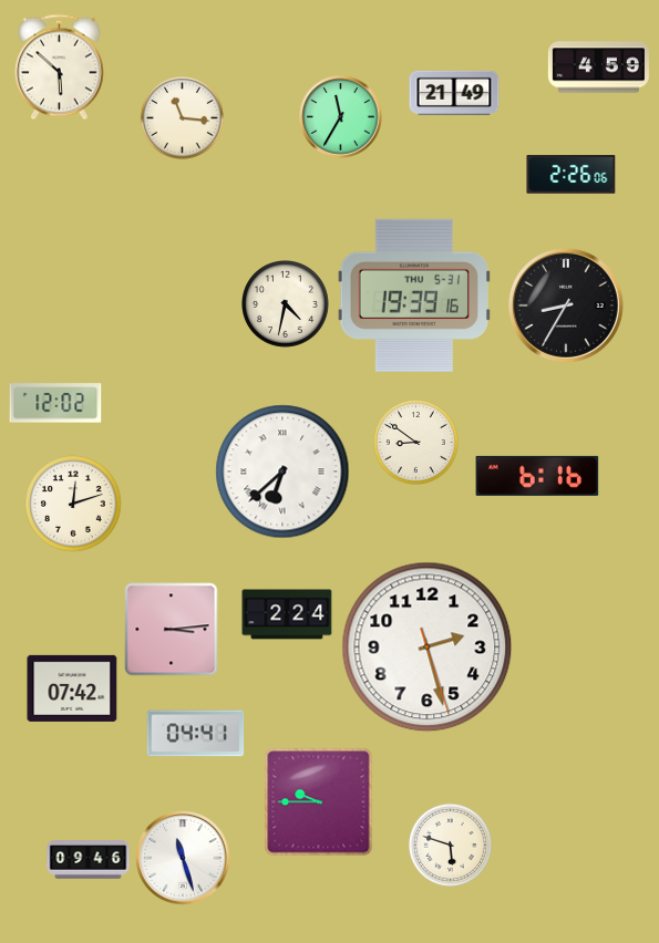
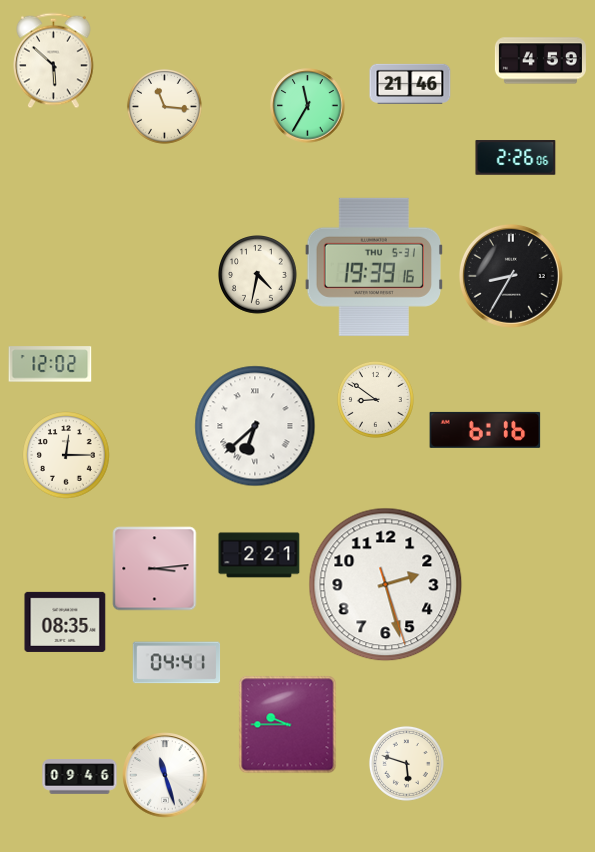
clock at (454, 93): 21:49 -> 21:46
clock at (73, 504): 12:12 -> 12:15
clock at (287, 614): 2:24 -> 2:21
clock at (72, 688): 07:42 -> 08:35
